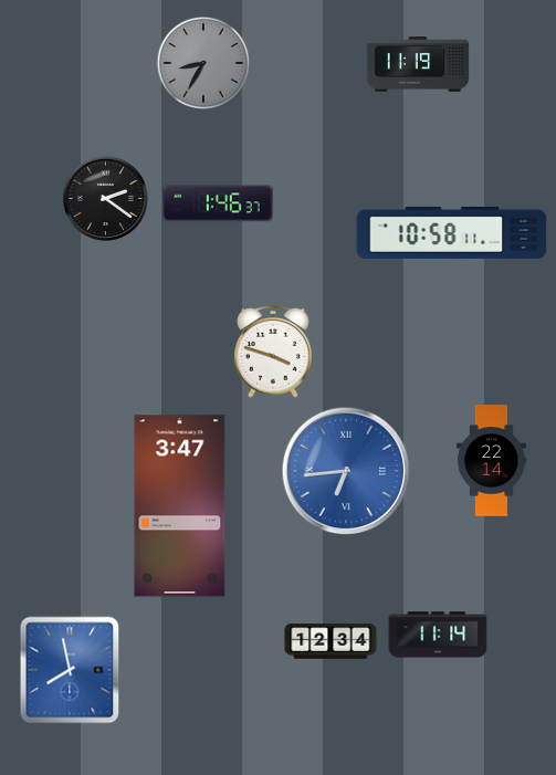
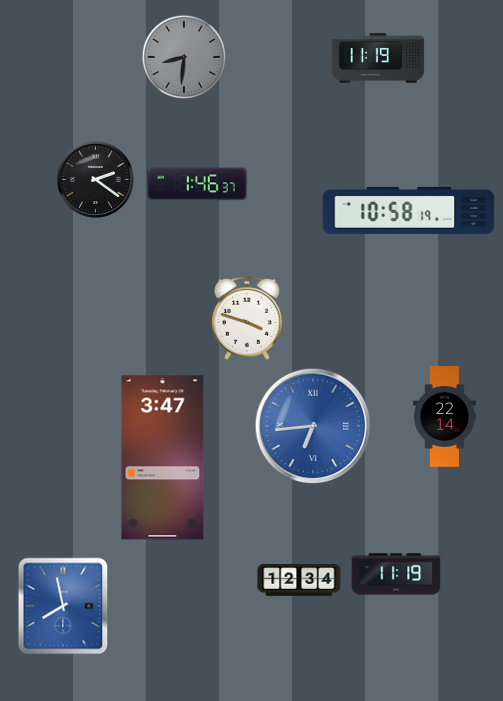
clock at (203, 63): 8:35 -> 8:31
clock at (452, 232): 10:58:11 -> 10:58:19
clock at (438, 635): 11:14 -> 11:19
